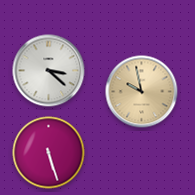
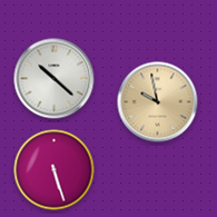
clock at (49, 71): 3:22 -> 10:22
